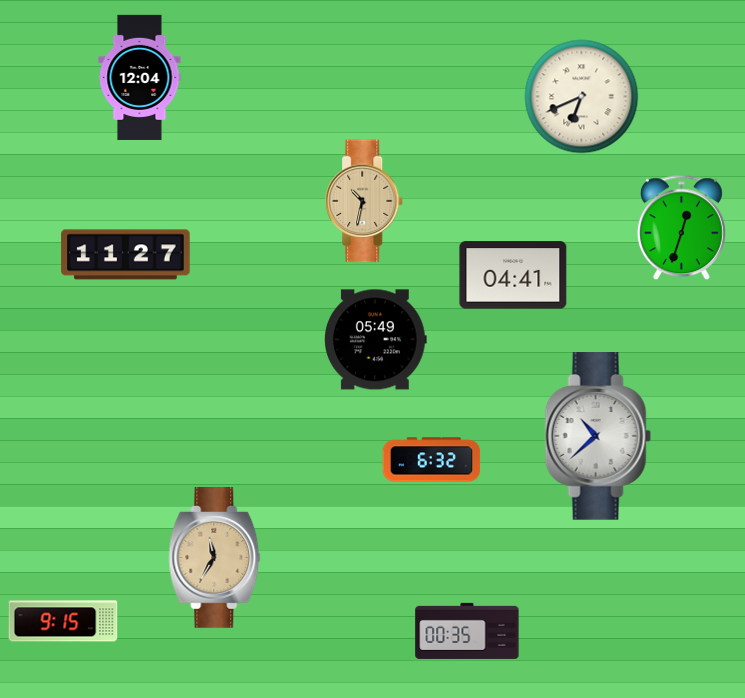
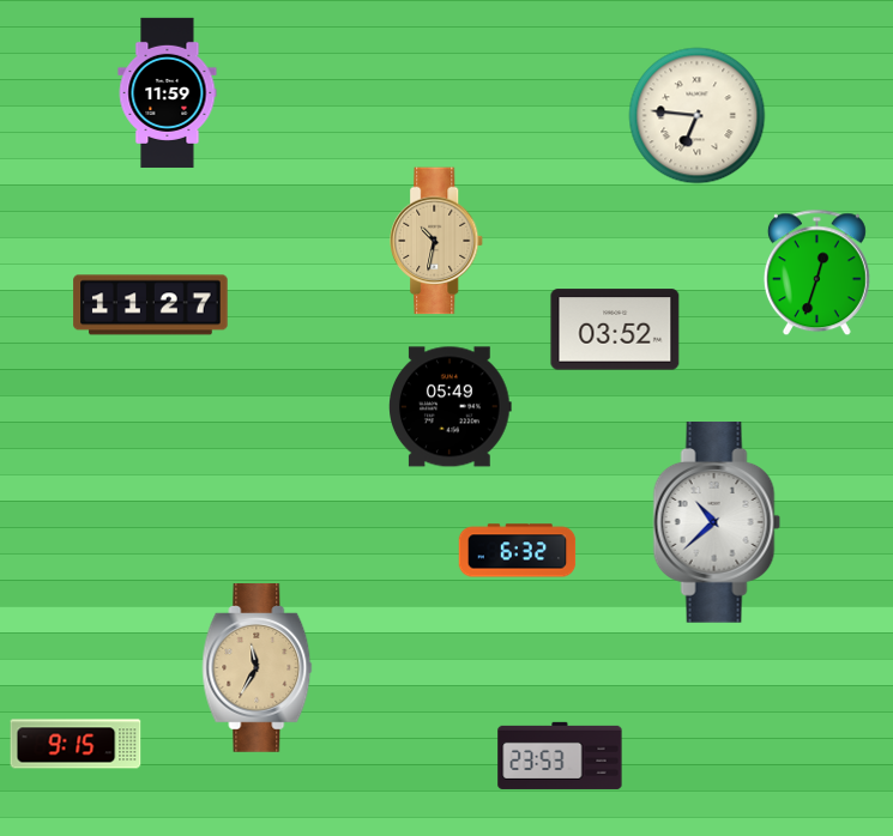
clock at (140, 77): 12:04 -> 11:59
clock at (582, 97): 6:41 -> 6:46
clock at (513, 275): 04:41 -> 03:52
clock at (467, 631): 00:35 -> 23:53
